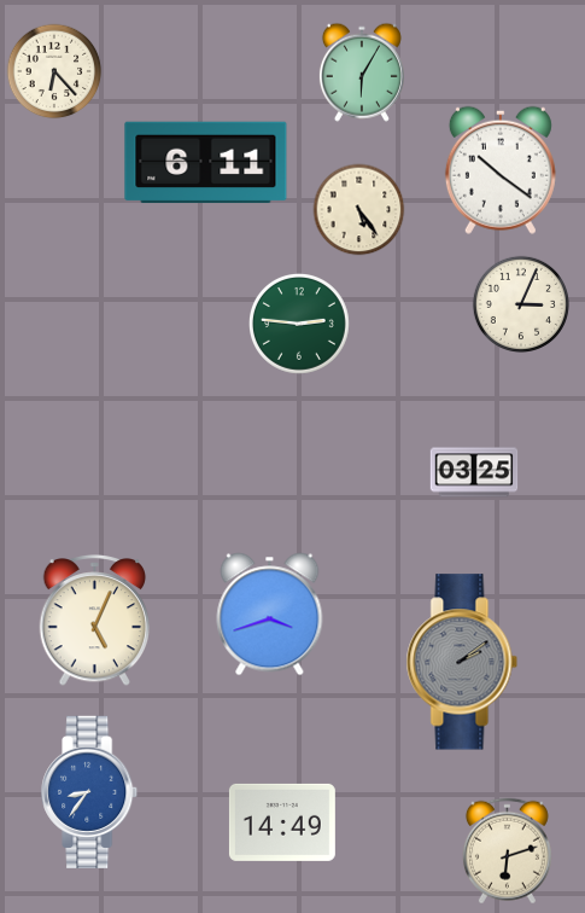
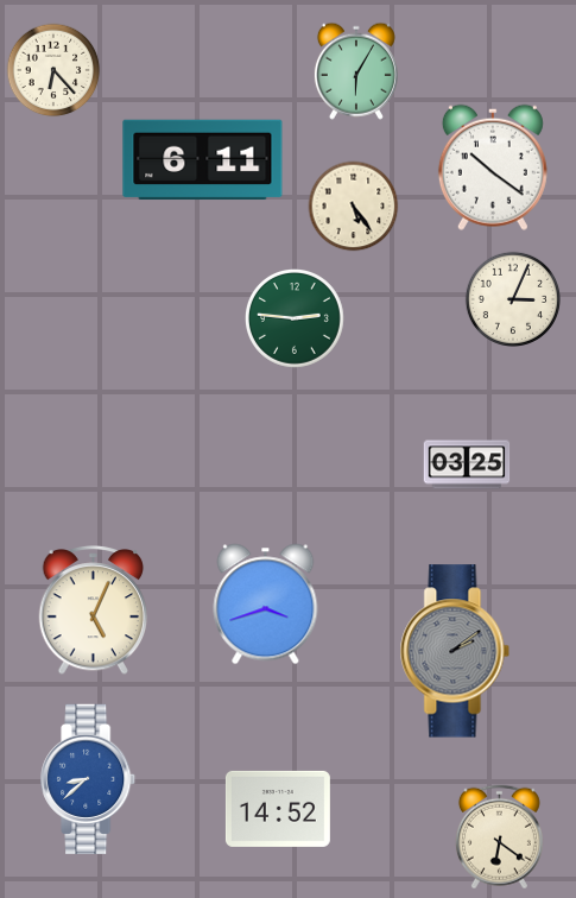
clock at (90, 791): 8:36 -> 8:38
clock at (282, 822): 14:49 -> 14:52
clock at (507, 851): 6:12 -> 6:21
